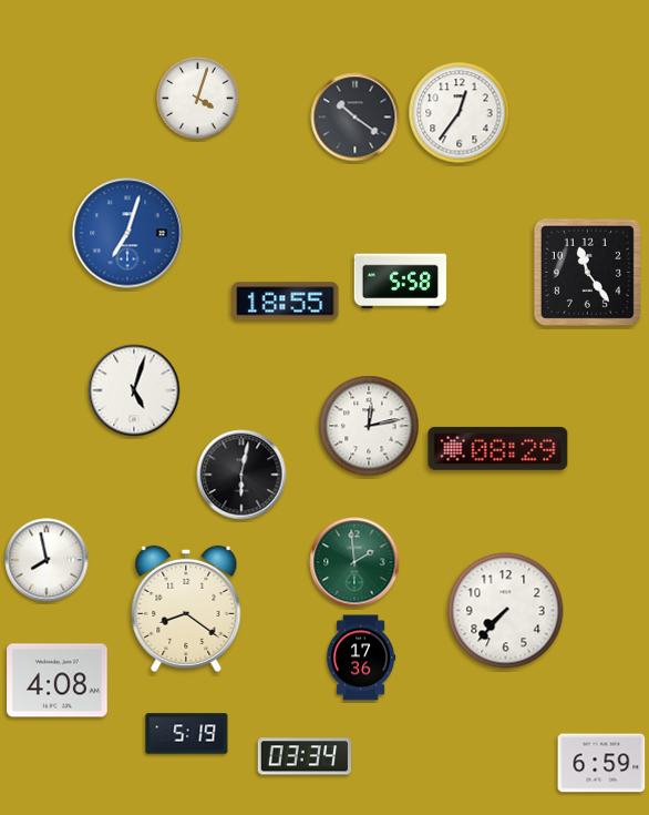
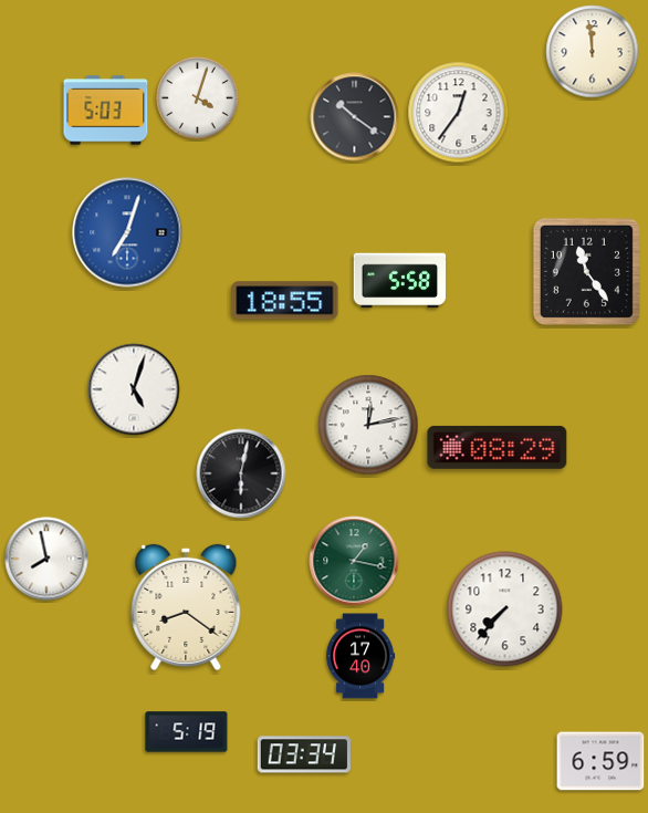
clock at (593, 52): none -> 11:59
clock at (106, 111): none -> 5:03
clock at (354, 562): 1:59 -> 1:17
clock at (361, 658): 17:36 -> 17:40
clock at (58, 681): 4:08 -> none
